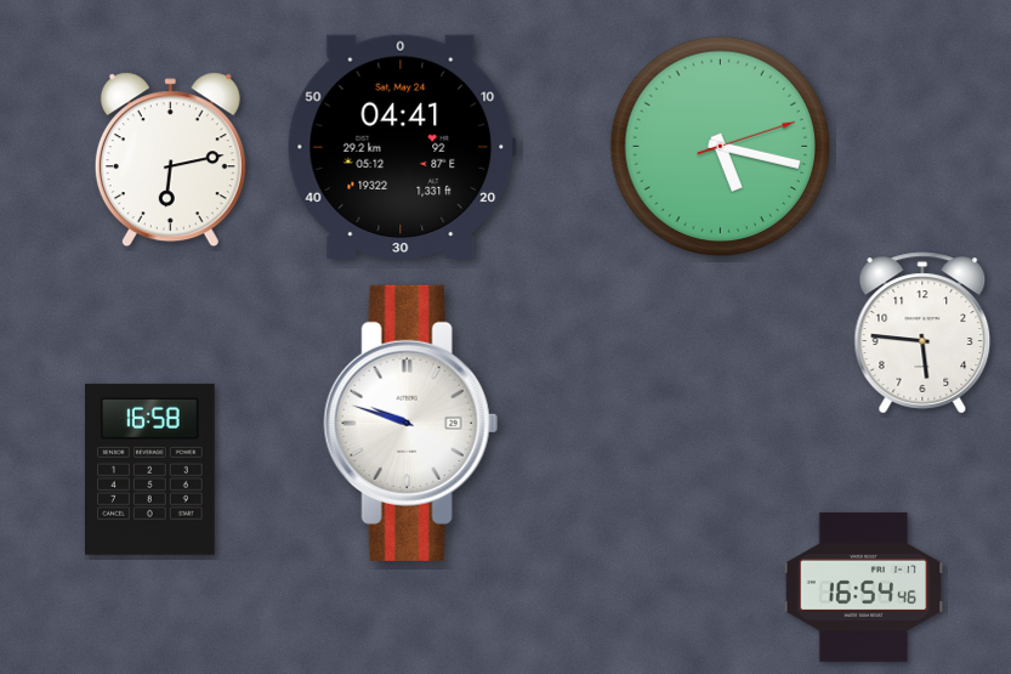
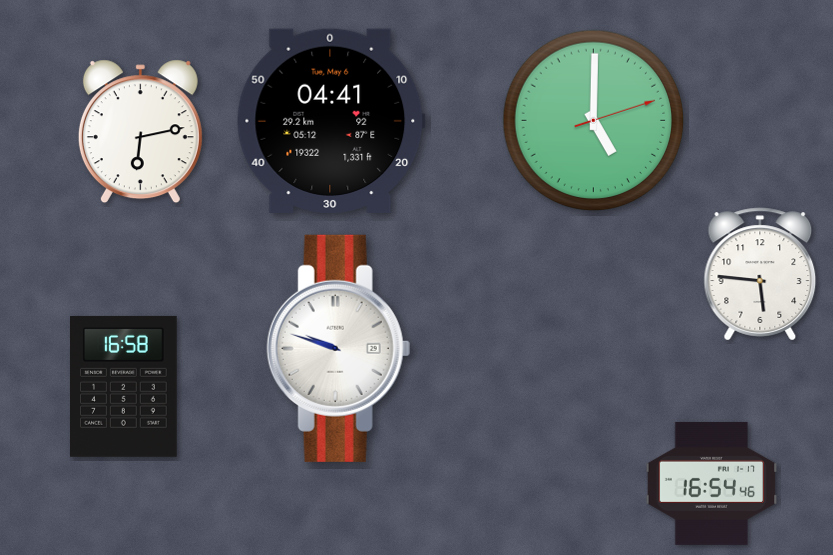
clock at (720, 146): 5:17 -> 5:00
clock at (402, 147) date: Sat, May 24 -> Tue, May 6
